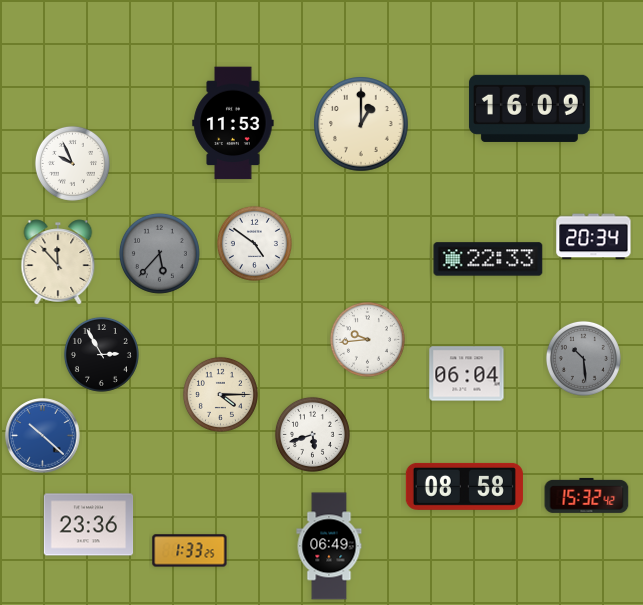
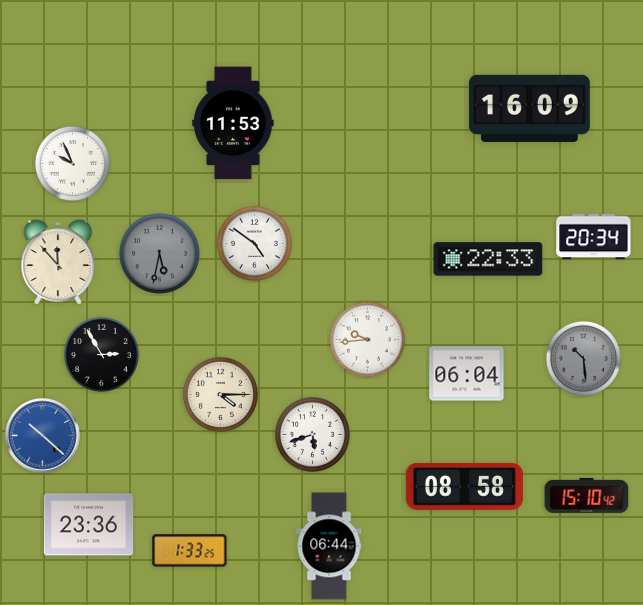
clock at (361, 124): 1:00 -> none
clock at (159, 253): 5:37 -> 5:32
clock at (587, 495): 15:32 -> 15:10
clock at (329, 546): 06:49 -> 06:44
